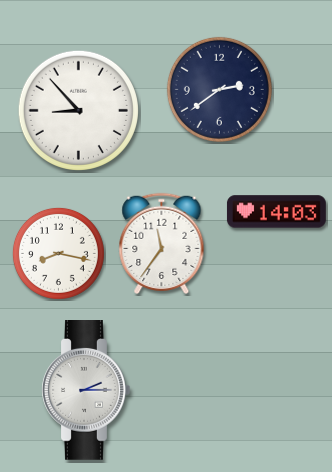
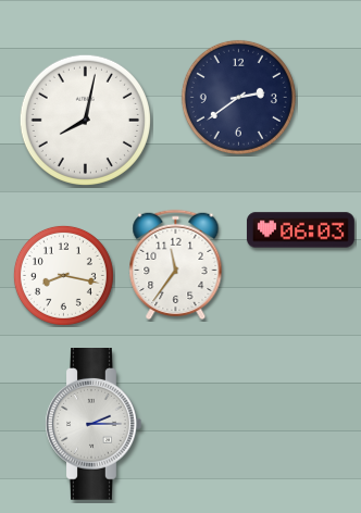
clock at (78, 110): 8:53 -> 8:02
clock at (277, 212): 14:03 -> 06:03
